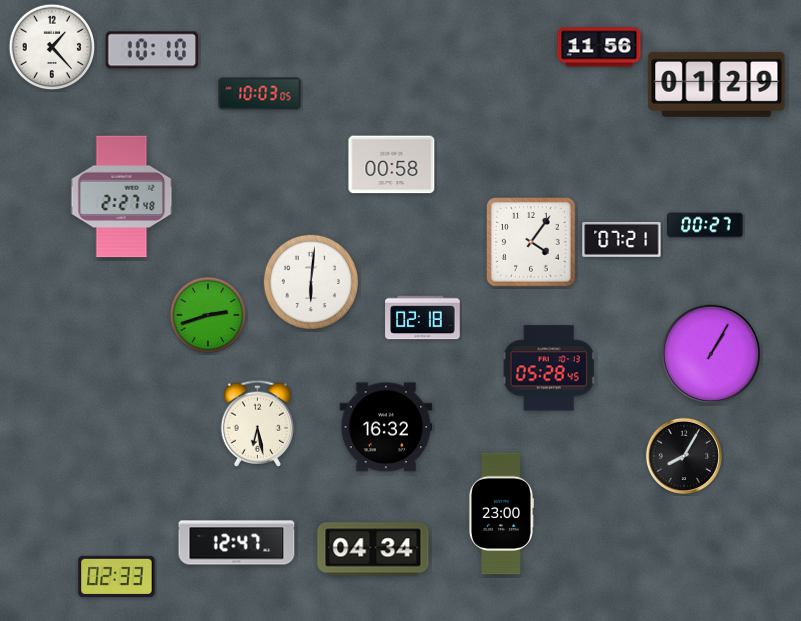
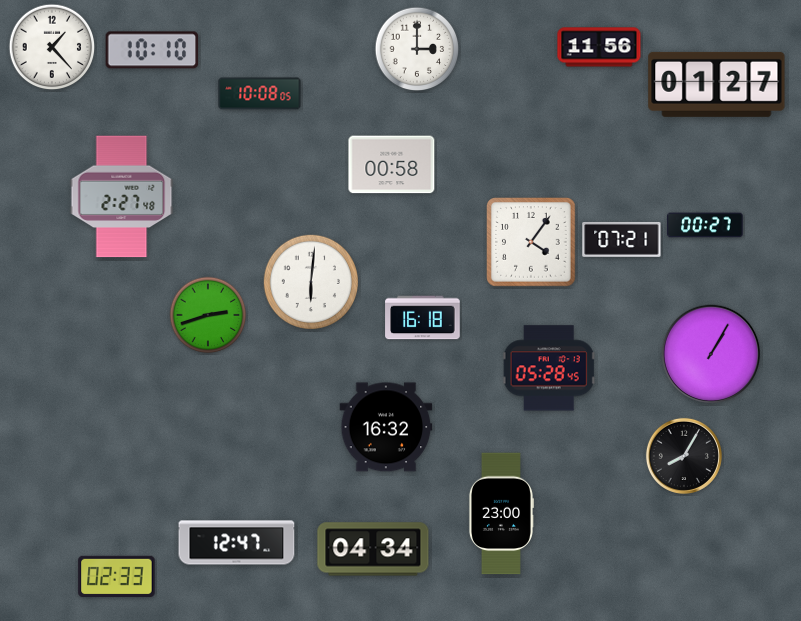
clock at (417, 49): none -> 3:00
clock at (717, 84): 01:29 -> 01:27
clock at (260, 94): 10:03 -> 10:08
clock at (423, 318): 02:18 -> 16:18
clock at (258, 423): 6:28 -> none
